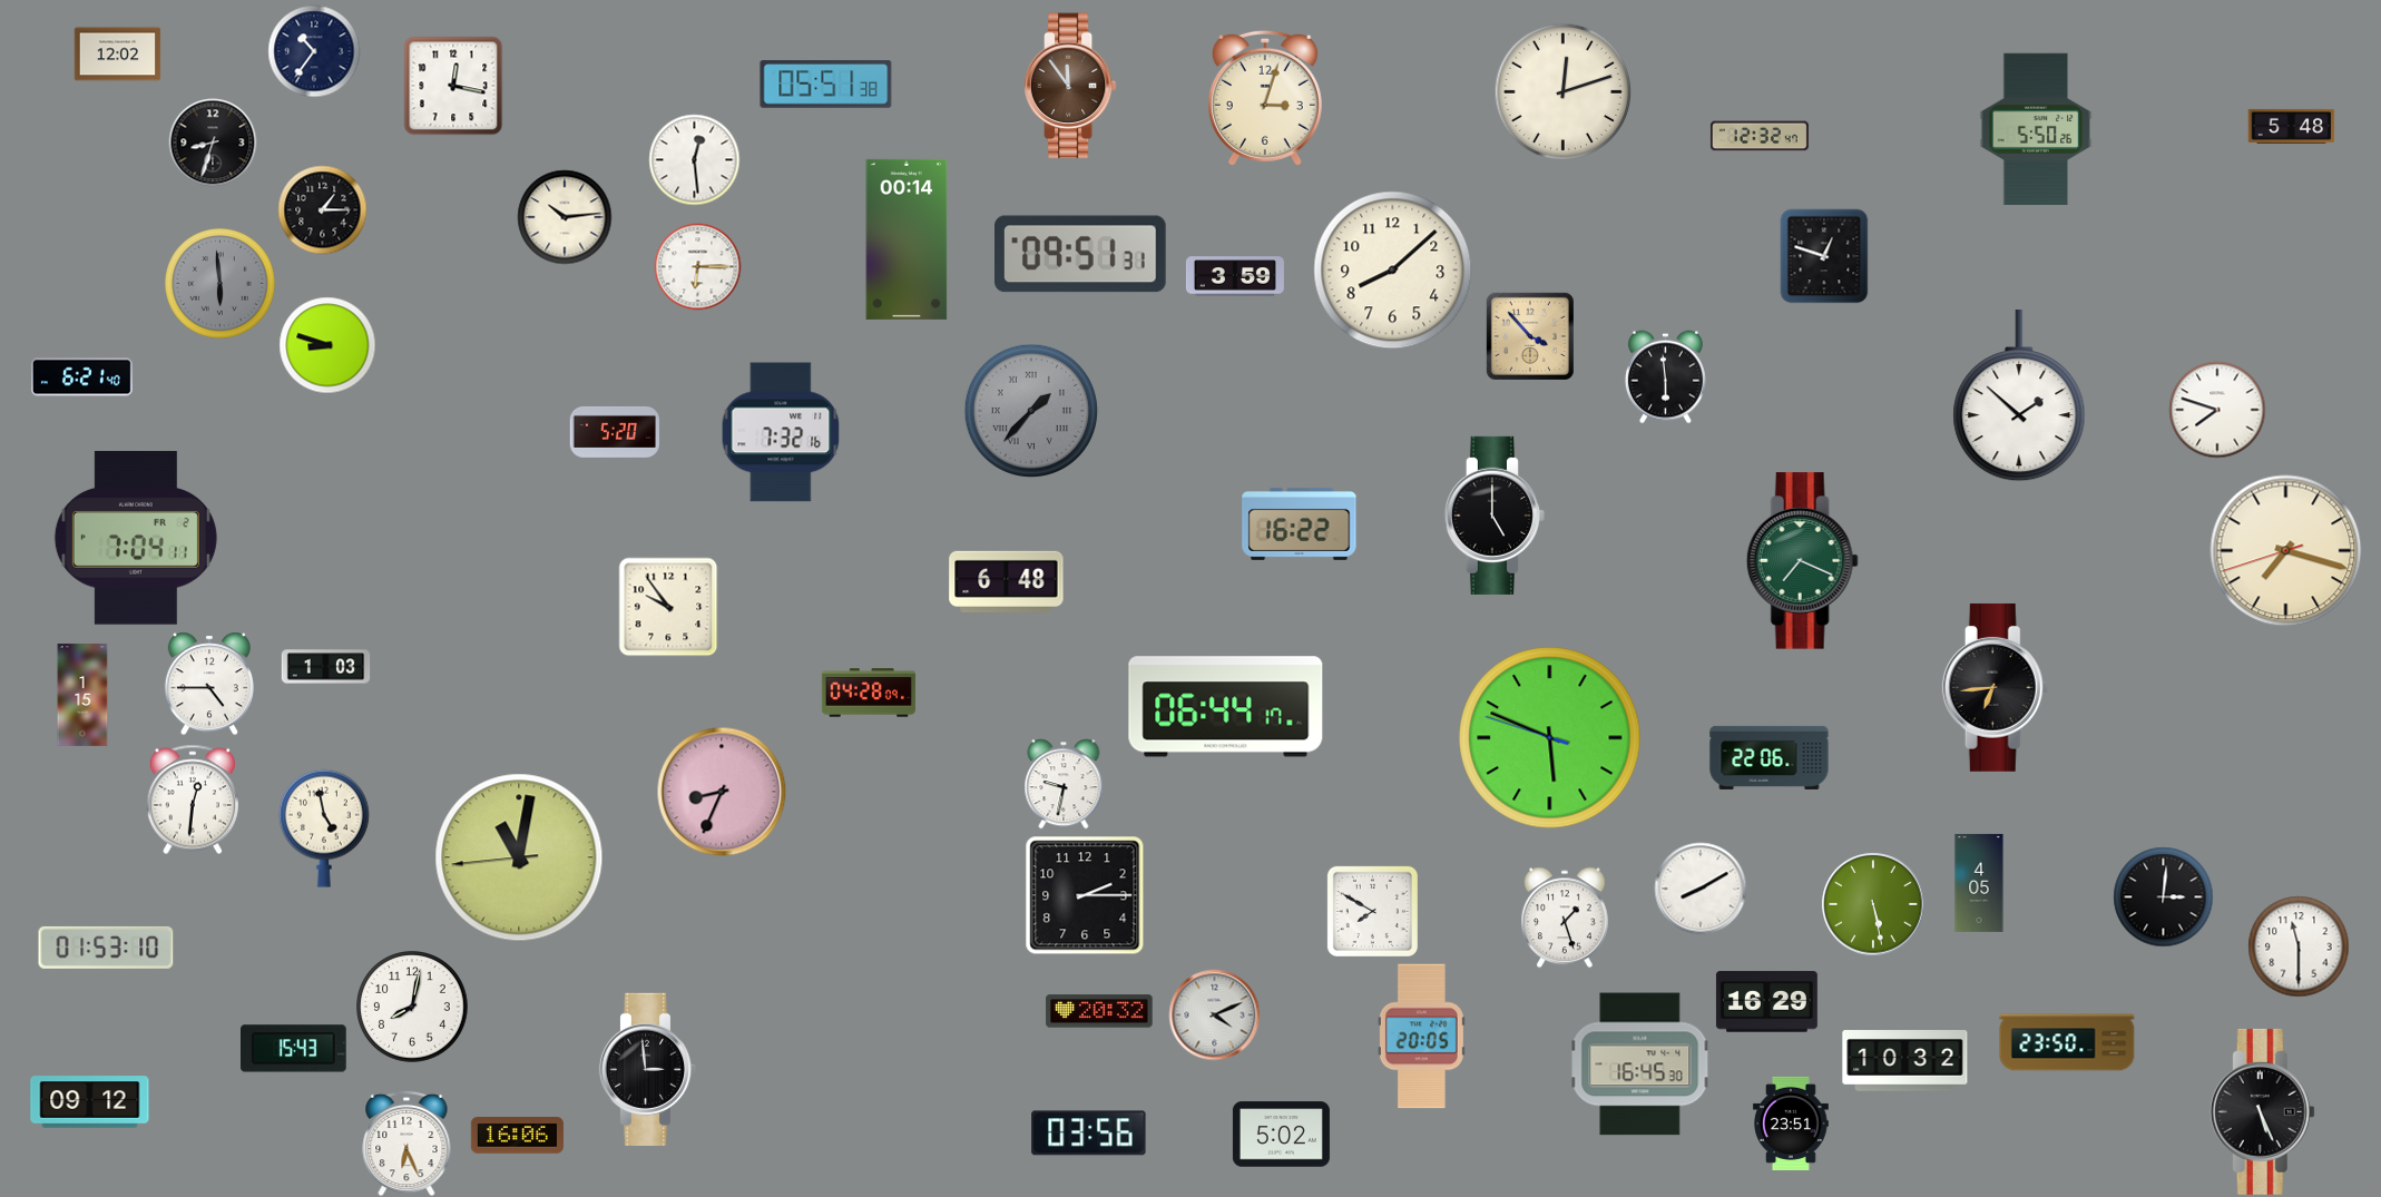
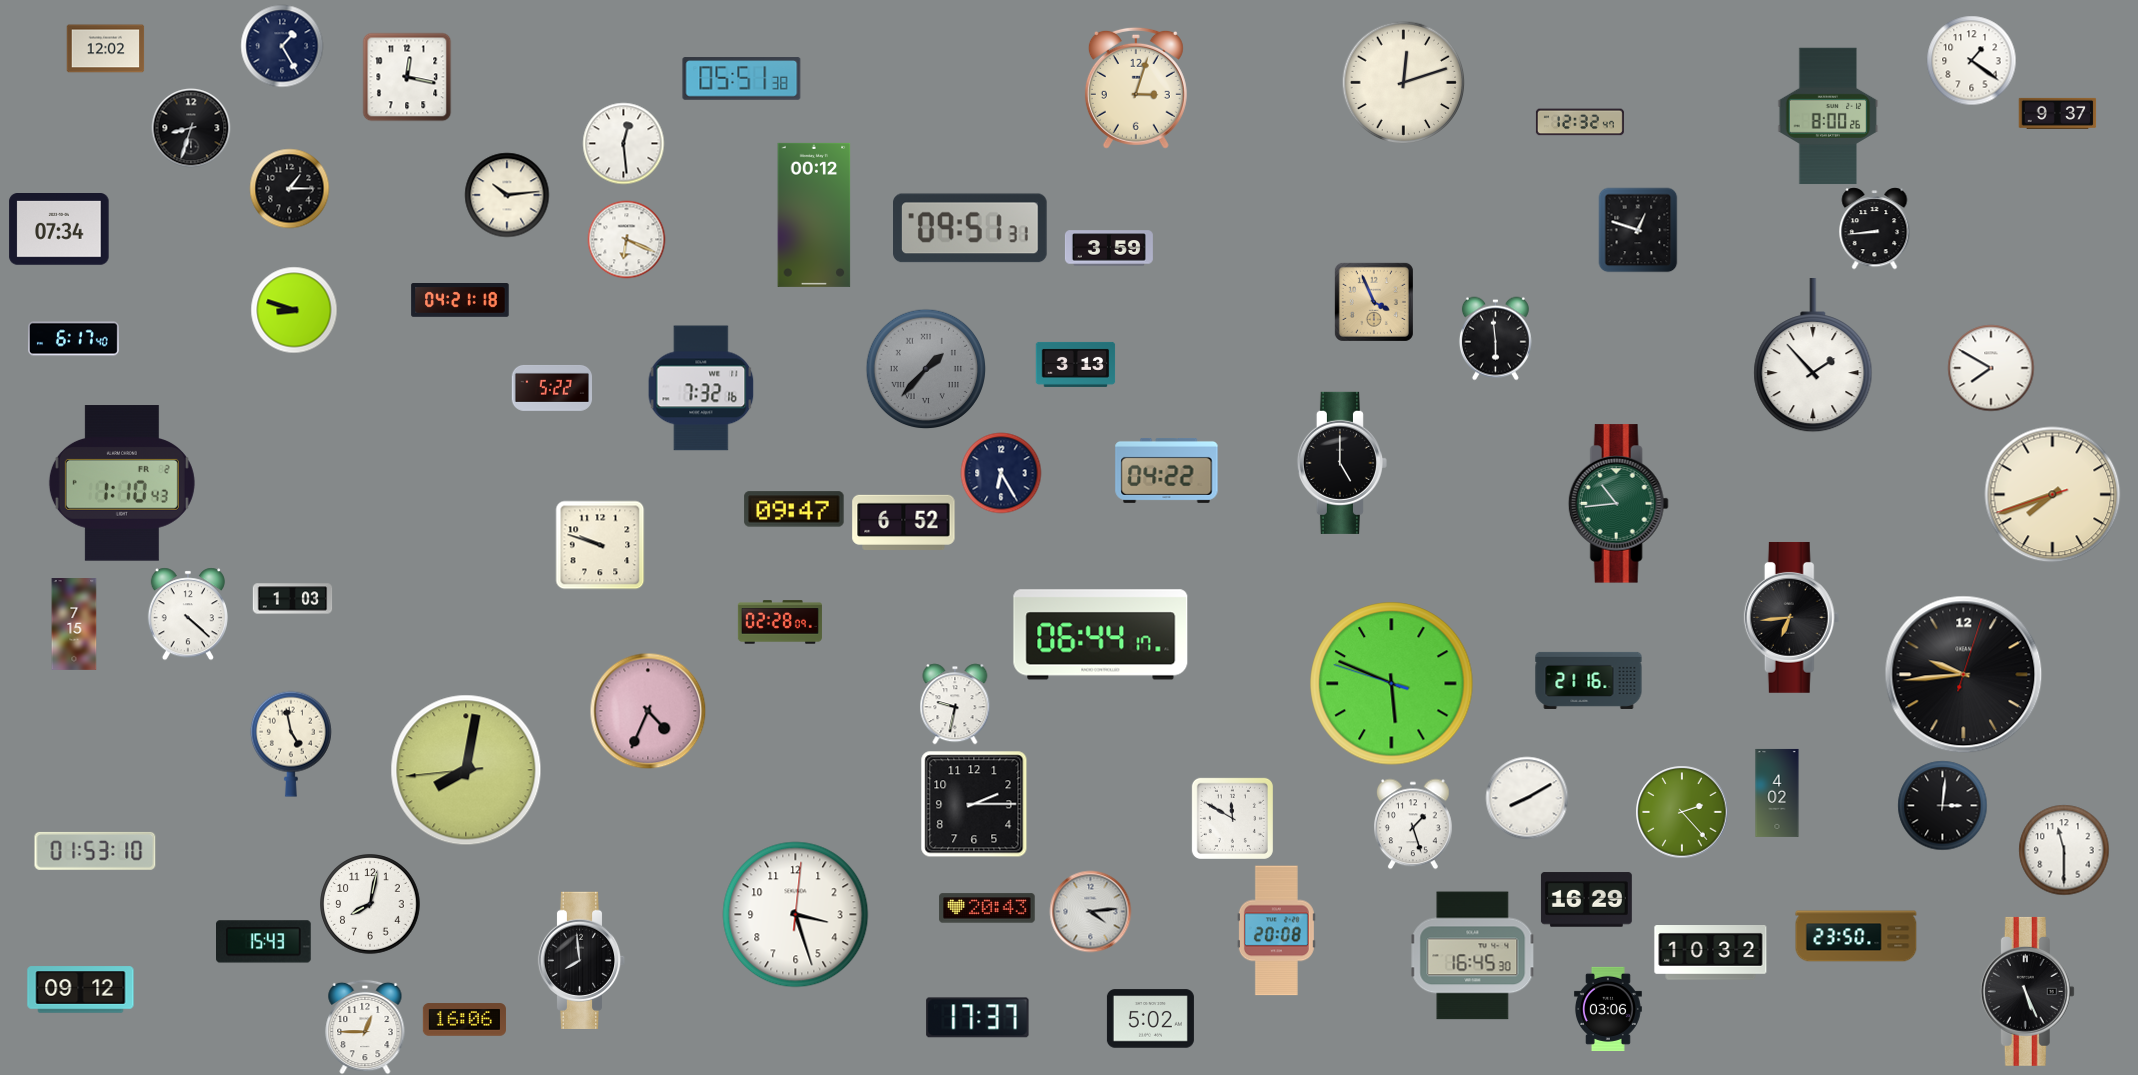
clock at (314, 51): 10:36 -> 1:25
clock at (1971, 60): none -> 1:21
clock at (826, 85) position: (826, 85) -> (742, 79)
clock at (1070, 86): 11:54 -> none
clock at (2291, 126): 5:48 -> 9:37
clock at (2036, 129): 5:50 -> 8:00
clock at (907, 239): 00:14 -> 00:12
clock at (1875, 228): none -> 8:44
clock at (59, 230): none -> 07:34
clock at (697, 266): 6:15 -> 6:19
clock at (1393, 271): 8:08 -> none
clock at (221, 284): 5:59 -> none
clock at (460, 300): none -> 04:21
clock at (1530, 336): 3:53 -> 3:56
clock at (82, 377): 6:21 -> 6:17
clock at (2019, 396): 1:52 -> 1:53
clock at (1075, 364): none -> 3:13
clock at (2217, 410): 7:48 -> 7:50
clock at (614, 432): 5:20 -> 5:22
clock at (1300, 523): 16:22 -> 04:22
clock at (1001, 473): none -> 6:25
clock at (136, 538): 7:04 -> 1:10
clock at (2286, 551): 7:17 -> 7:41
clock at (1802, 561): 7:19 -> 10:44
clock at (794, 509): none -> 09:47
clock at (1007, 581): 6:48 -> 6:52
clock at (668, 607): 9:54 -> 9:48
clock at (209, 684): 4:45 -> 4:22
clock at (869, 693): 04:28 -> 02:28
clock at (82, 695): 1:15 -> 7:15
clock at (1550, 738) position: (1550, 738) -> (1392, 684)
clock at (1964, 675): none -> 9:44
clock at (1770, 757): 22:06 -> 21:16
clock at (722, 792): 8:34 -> 4:34
clock at (192, 799): 12:31 -> none
clock at (519, 857): 11:01 -> 8:01
clock at (1979, 883): 4:05 -> 4:02
clock at (1873, 904): 5:28 -> 2:23
clock at (1372, 911): 7:50 -> 11:50
clock at (1566, 918) position: (1566, 918) -> (1414, 824)
clock at (1099, 1011): 20:32 -> 20:43
clock at (1214, 1014): 4:11 -> 4:14
clock at (796, 915): none -> 3:27
clock at (1421, 1037): 20:05 -> 20:08
clock at (648, 1069): 2:59 -> 7:59
clock at (2262, 1111) position: (2262, 1111) -> (2027, 991)
clock at (1791, 1124): 23:51 -> 03:06
clock at (1089, 1134): 03:56 -> 17:37
clock at (406, 1144): 6:26 -> 12:45
